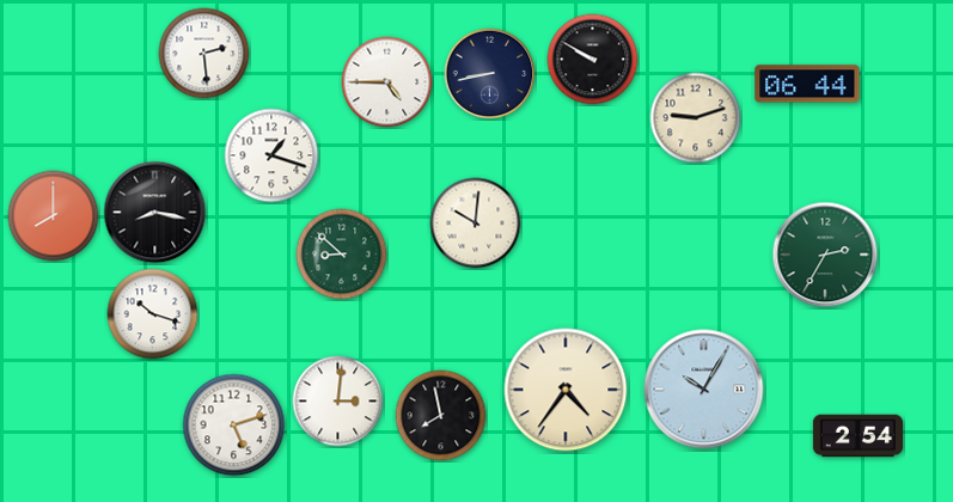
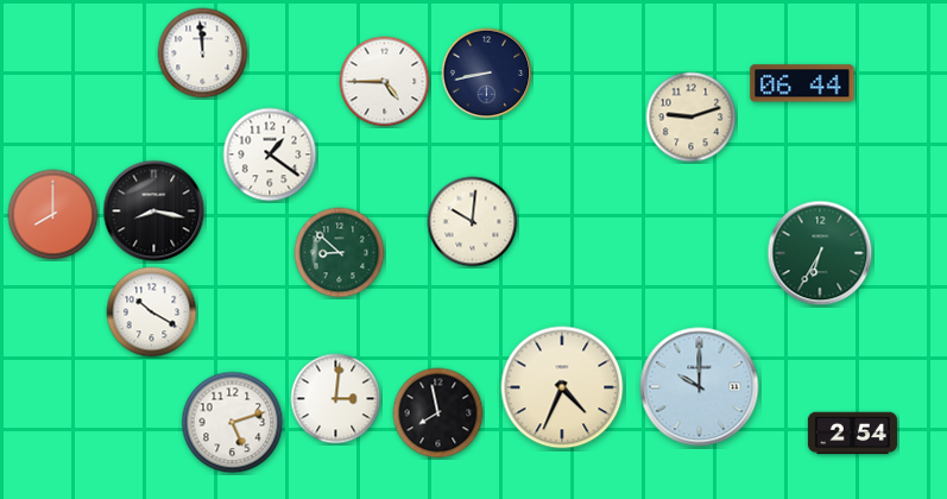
clock at (204, 54): 2:29 -> 11:59
clock at (593, 60): 9:50 -> none
clock at (271, 155): 1:18 -> 1:21
clock at (825, 255): 2:35 -> 6:35
clock at (153, 314): 10:18 -> 10:20
clock at (566, 390): 4:36 -> 4:34
clock at (704, 390): 10:05 -> 10:00
